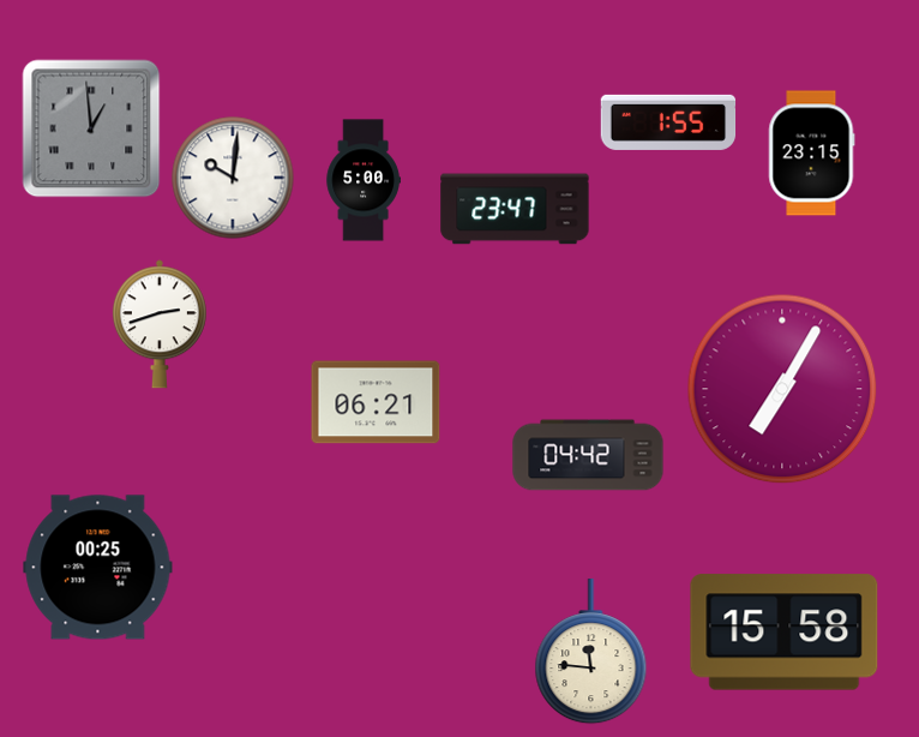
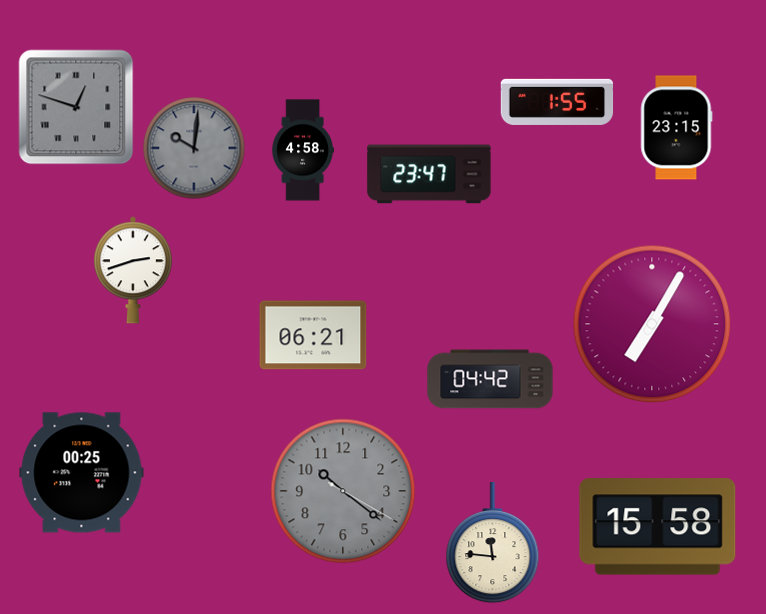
clock at (91, 128): 12:59 -> 12:48
clock at (233, 178) dial: white -> grey
clock at (364, 180): 5:00 -> 4:58
clock at (343, 491): none -> 10:21
clock at (785, 633) position: (785, 633) -> (658, 527)
